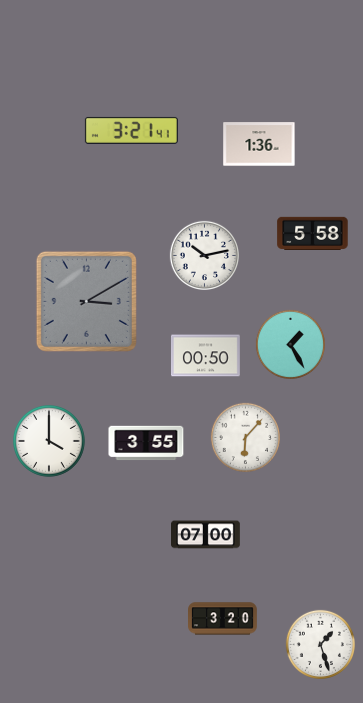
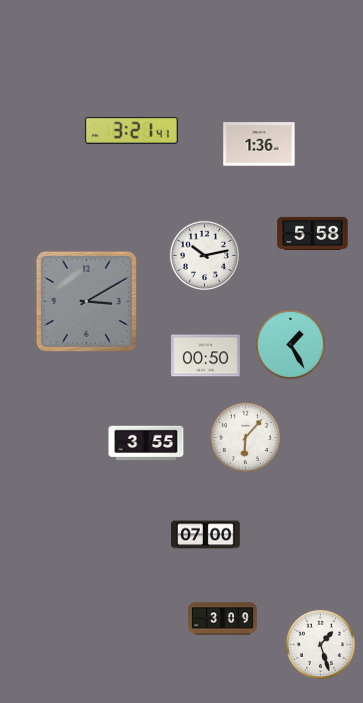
clock at (50, 442): 4:00 -> none
clock at (223, 619): 3:20 -> 3:09
